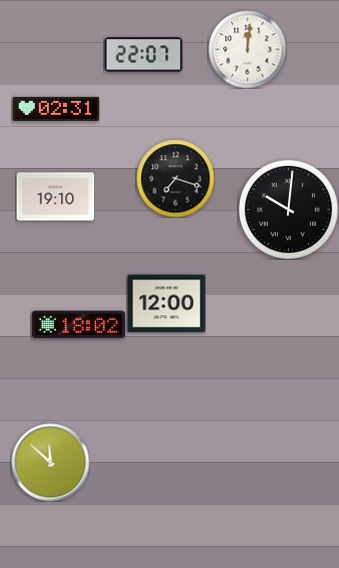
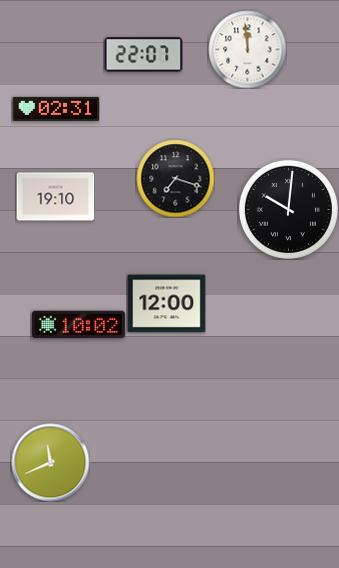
clock at (247, 49): 12:01 -> 11:59
clock at (78, 325): 18:02 -> 10:02
clock at (50, 462): 11:52 -> 11:41
